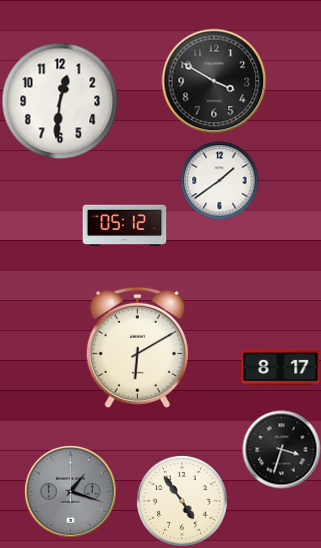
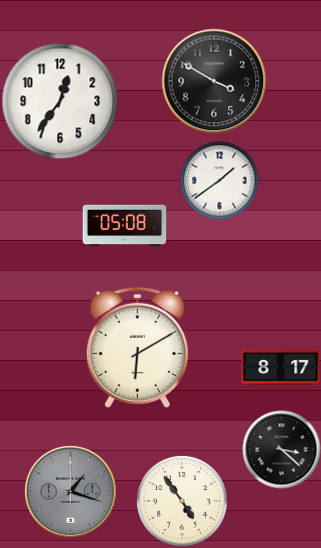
clock at (60, 101): 12:31 -> 12:36
clock at (124, 226): 05:12 -> 05:08
clock at (281, 449): 3:33 -> 3:22
